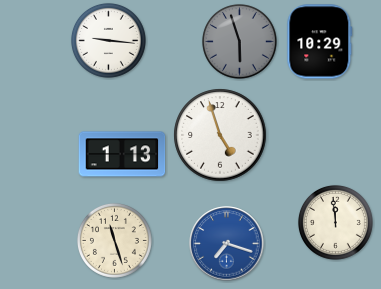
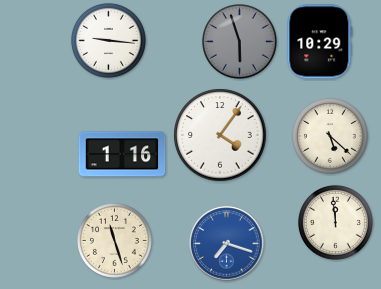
clock at (220, 135): 4:57 -> 4:06
clock at (330, 136): none -> 5:22
clock at (122, 154): 1:13 -> 1:16
